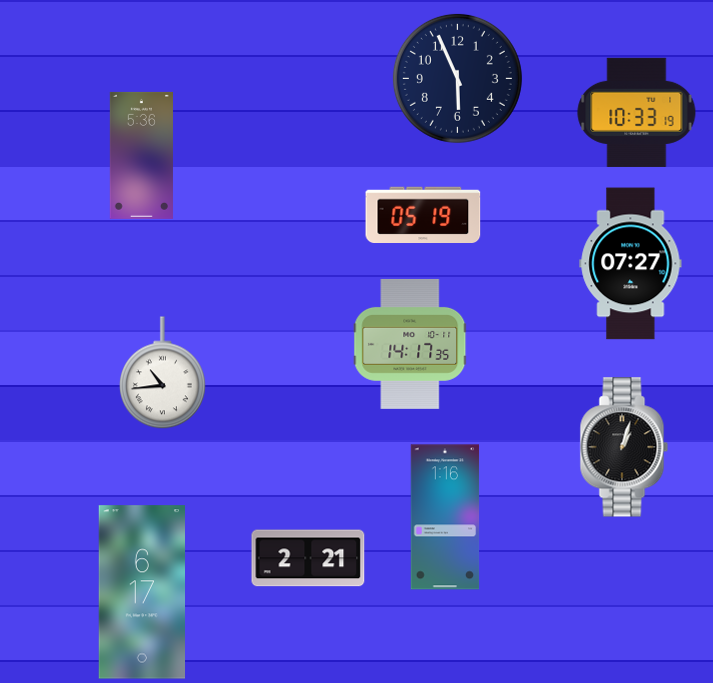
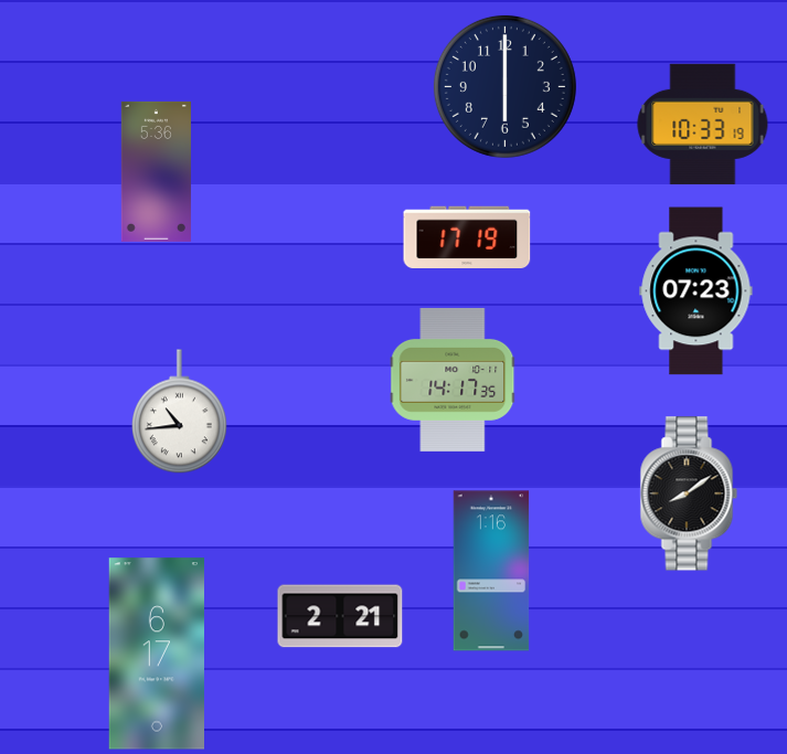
clock at (457, 78): 5:56 -> 6:00
clock at (423, 214): 05:19 -> 17:19
clock at (631, 264): 07:27 -> 07:23
clock at (624, 447): 1:03 -> 8:09
